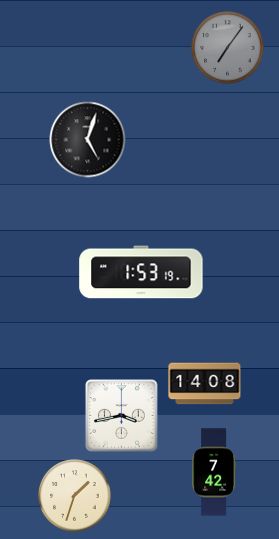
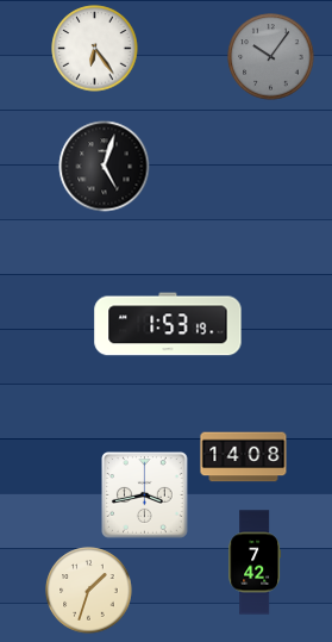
clock at (95, 49): none -> 6:24
clock at (228, 48): 7:06 -> 10:06
